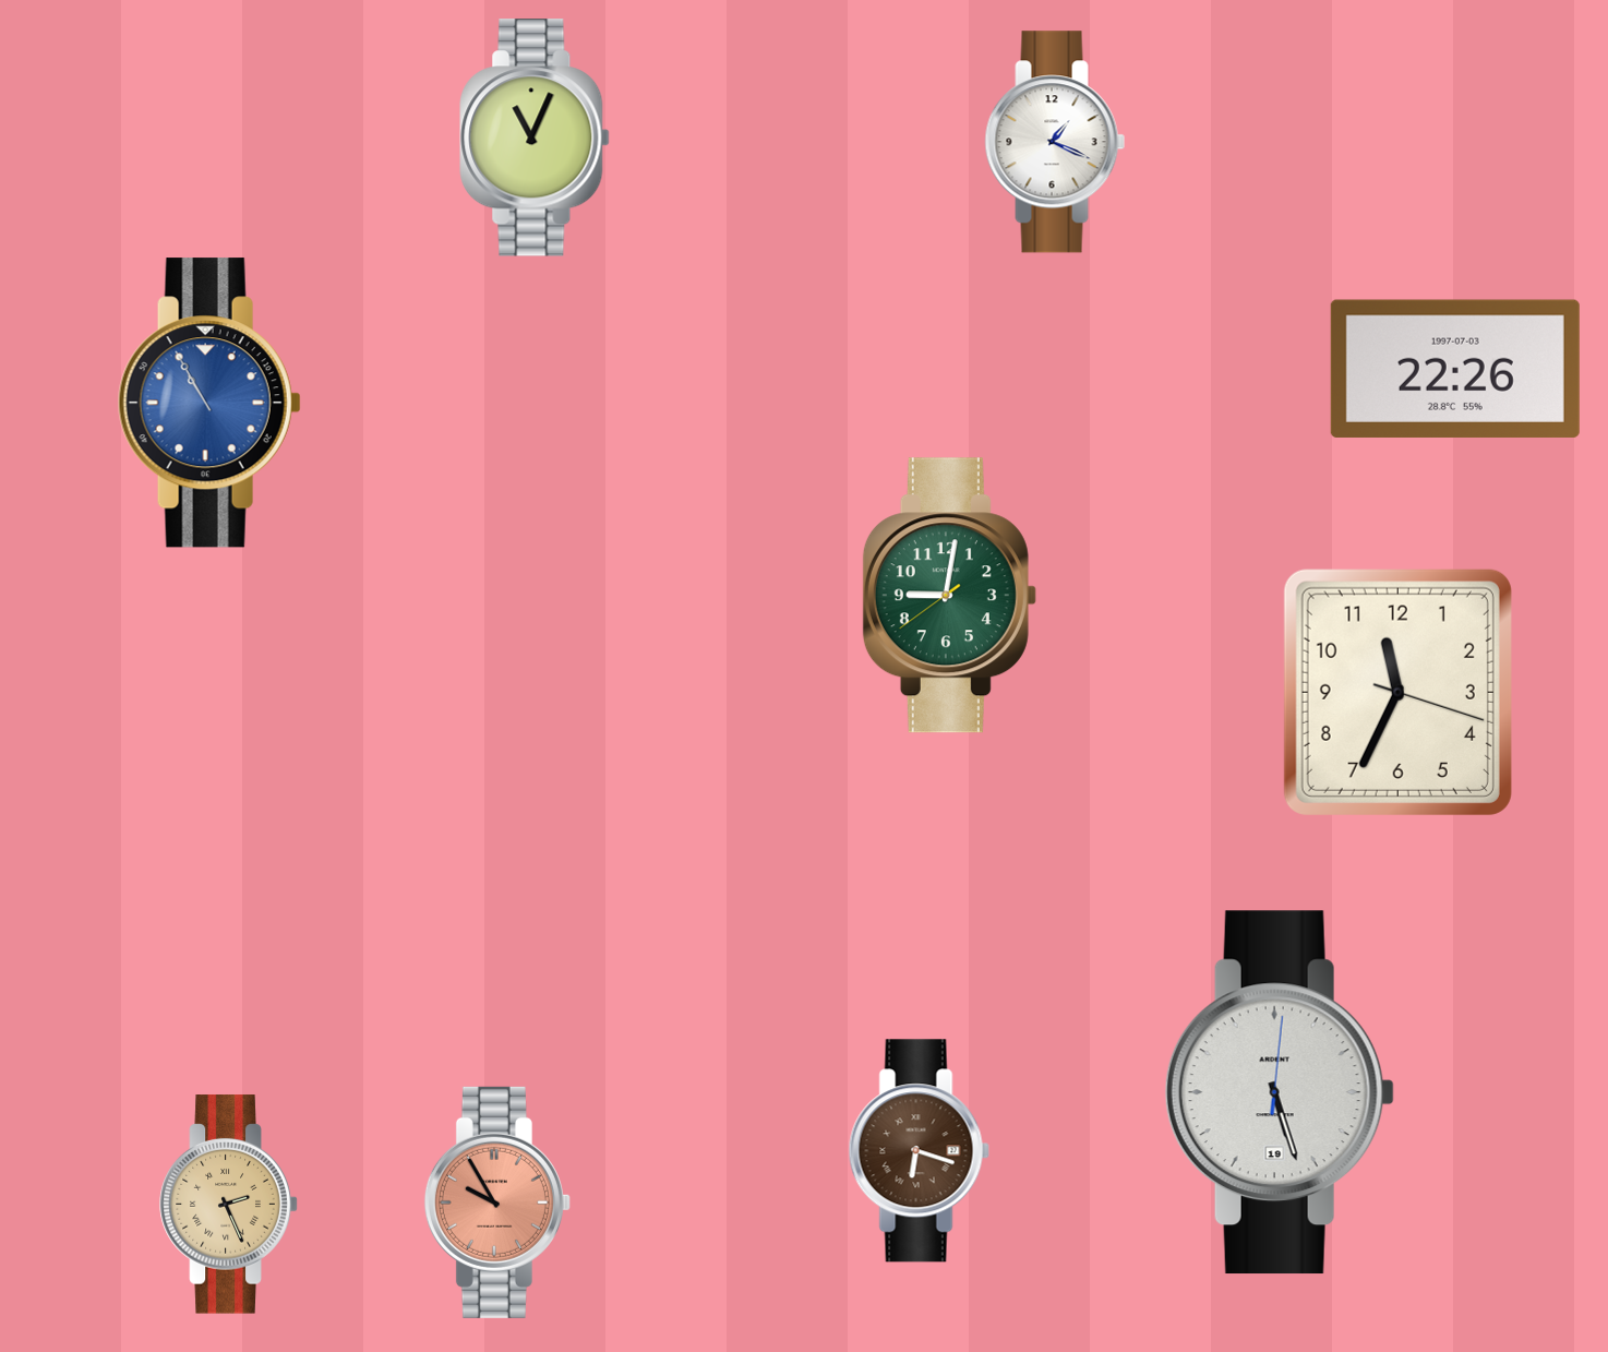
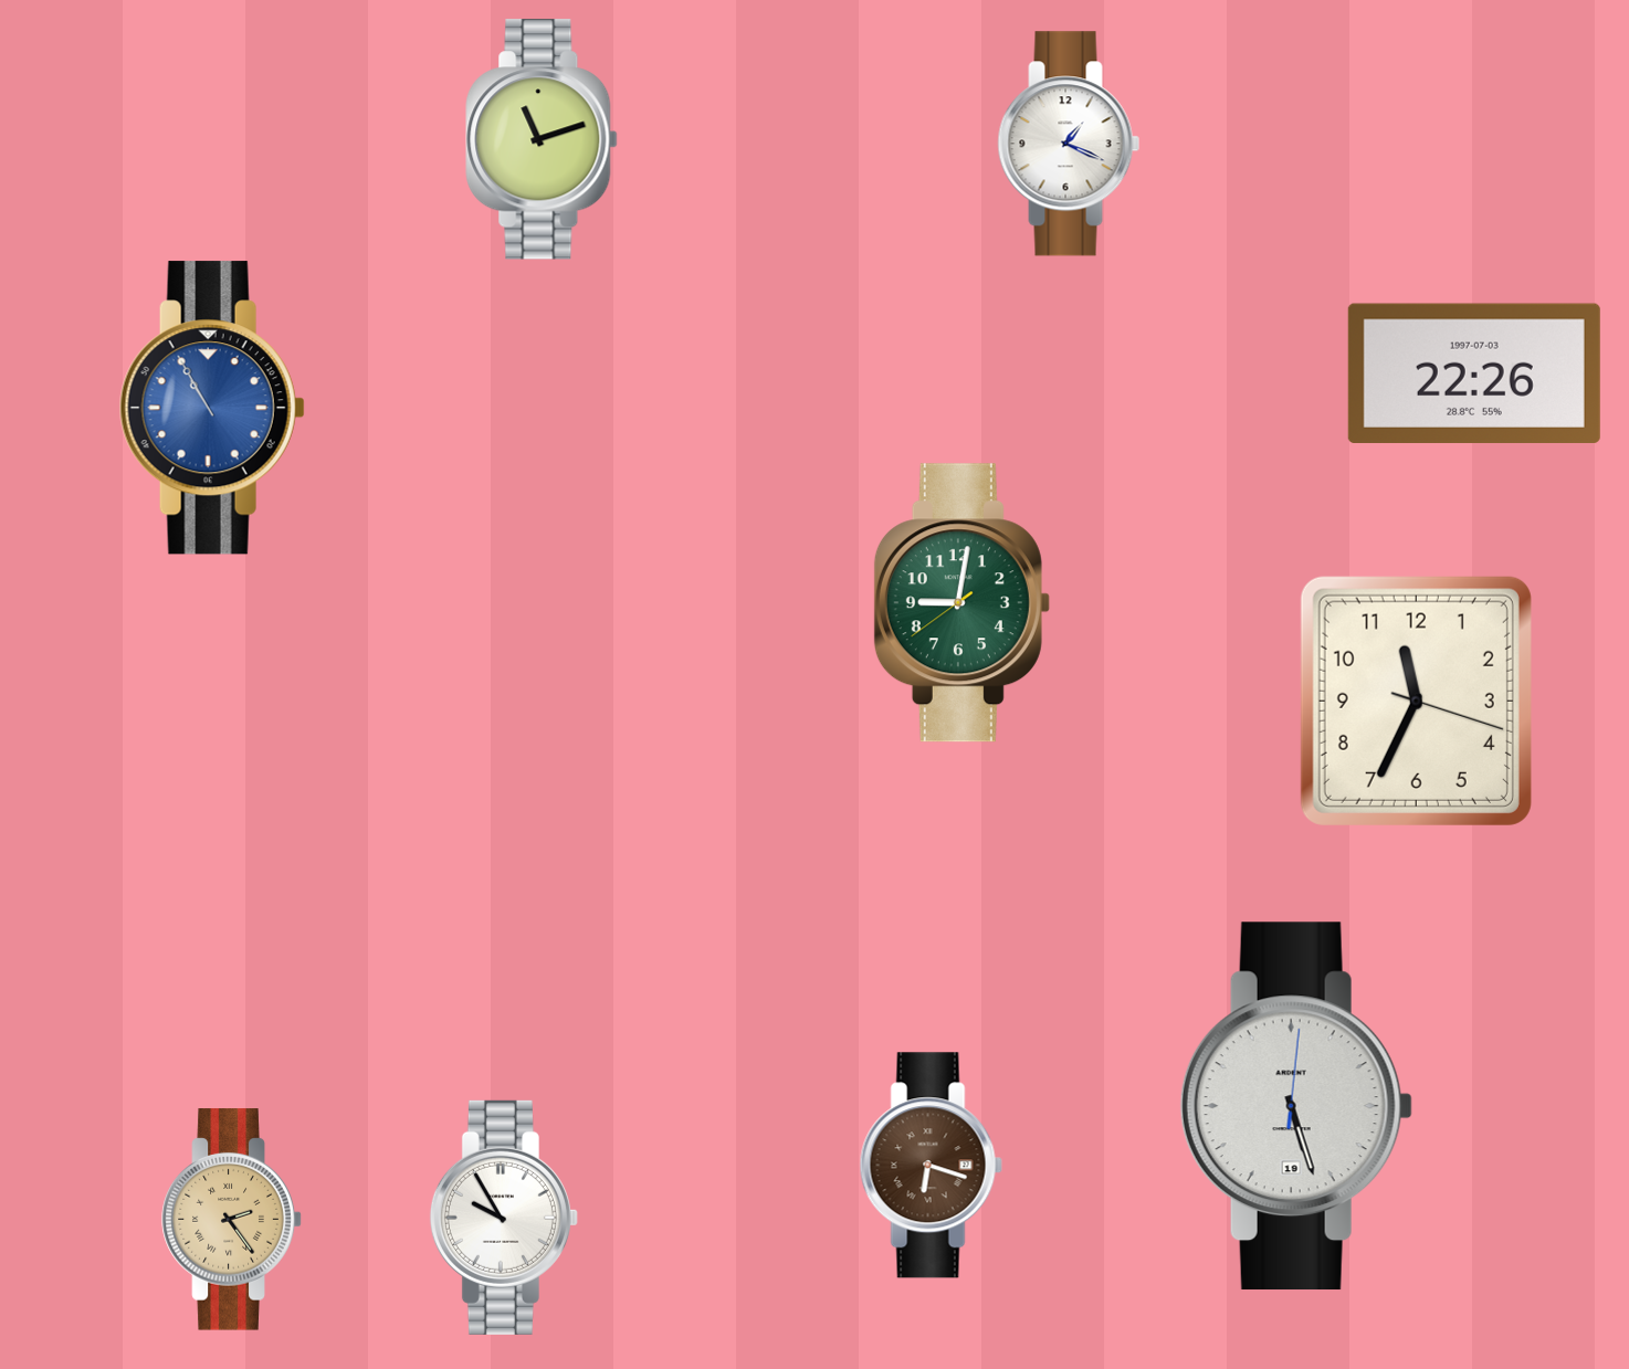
clock at (535, 137): 11:04 -> 11:12
clock at (497, 1203) dial: salmon -> white
clock at (229, 1205): 2:26 -> 2:24
